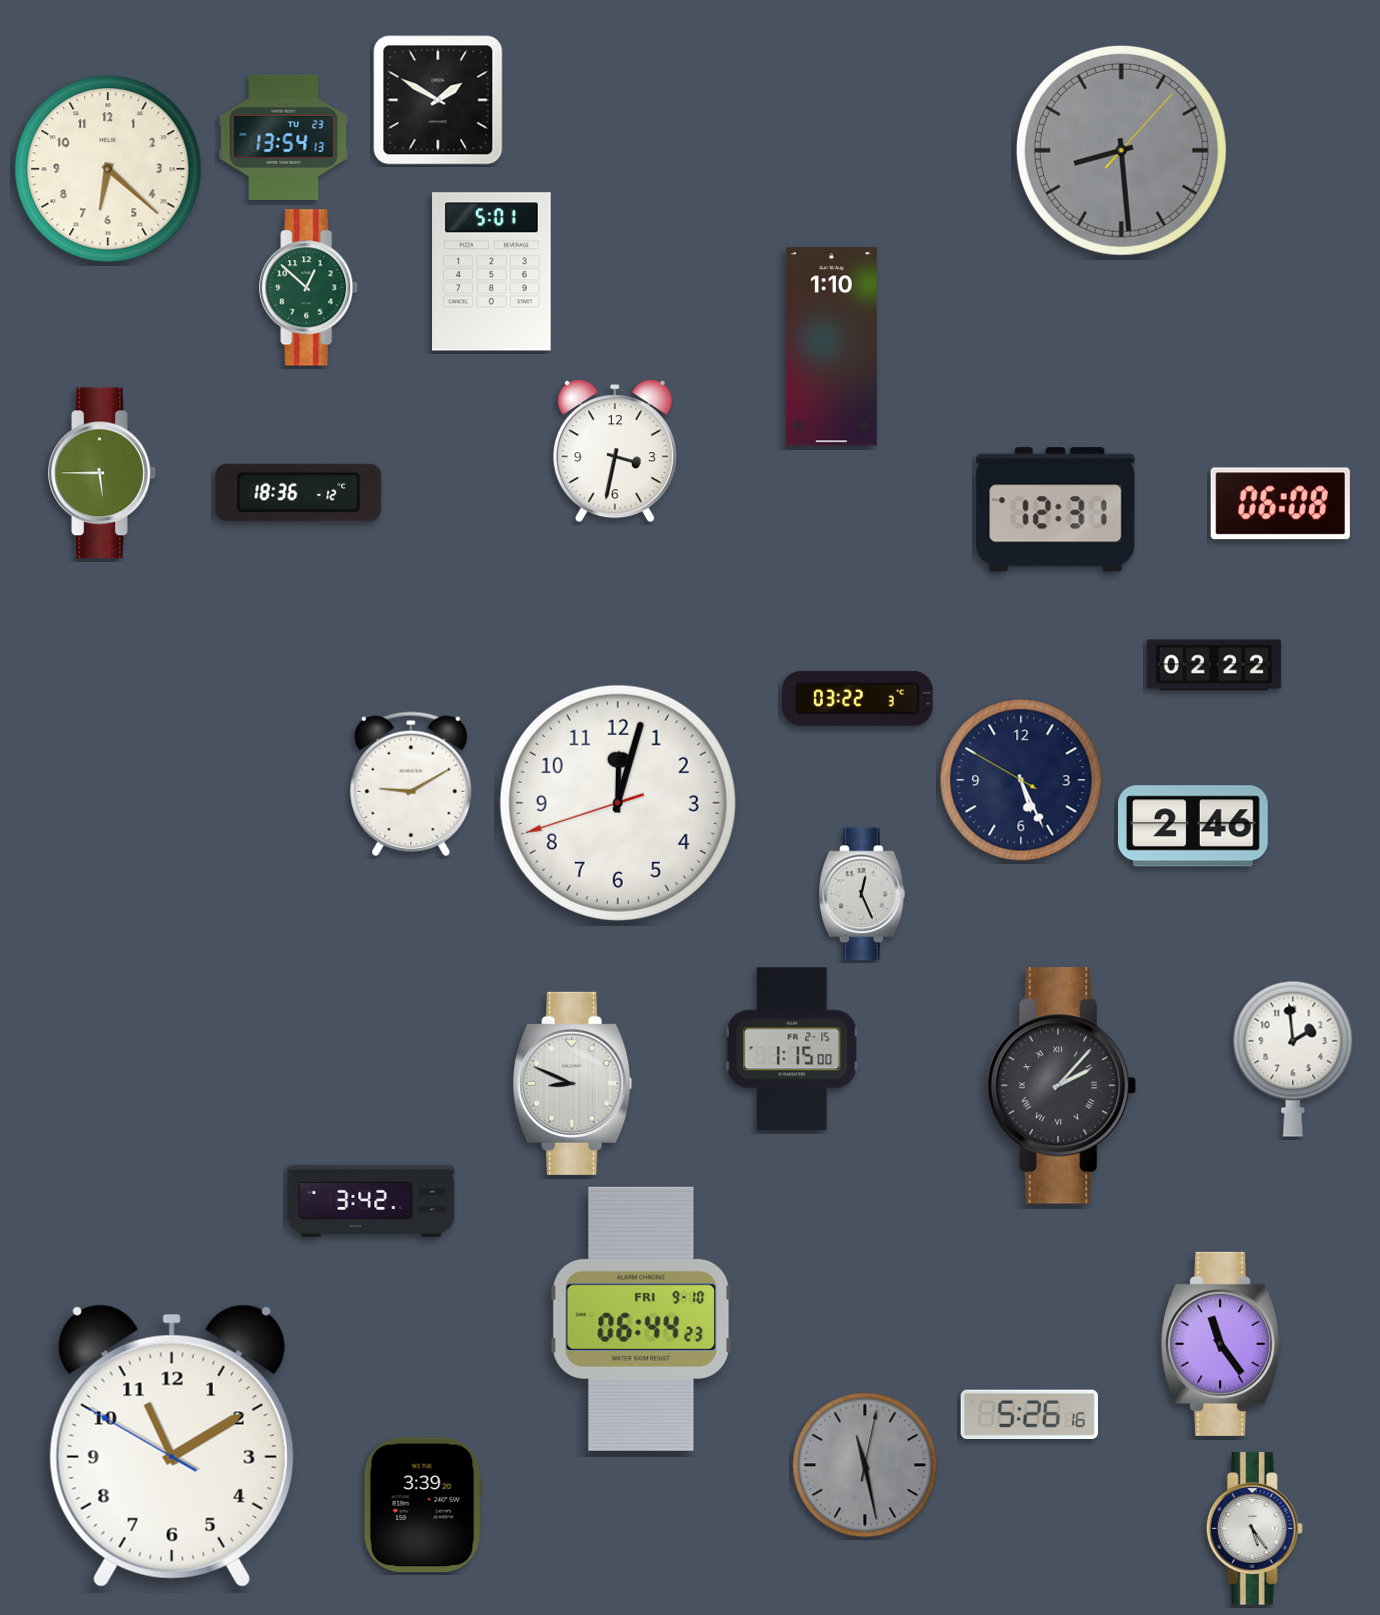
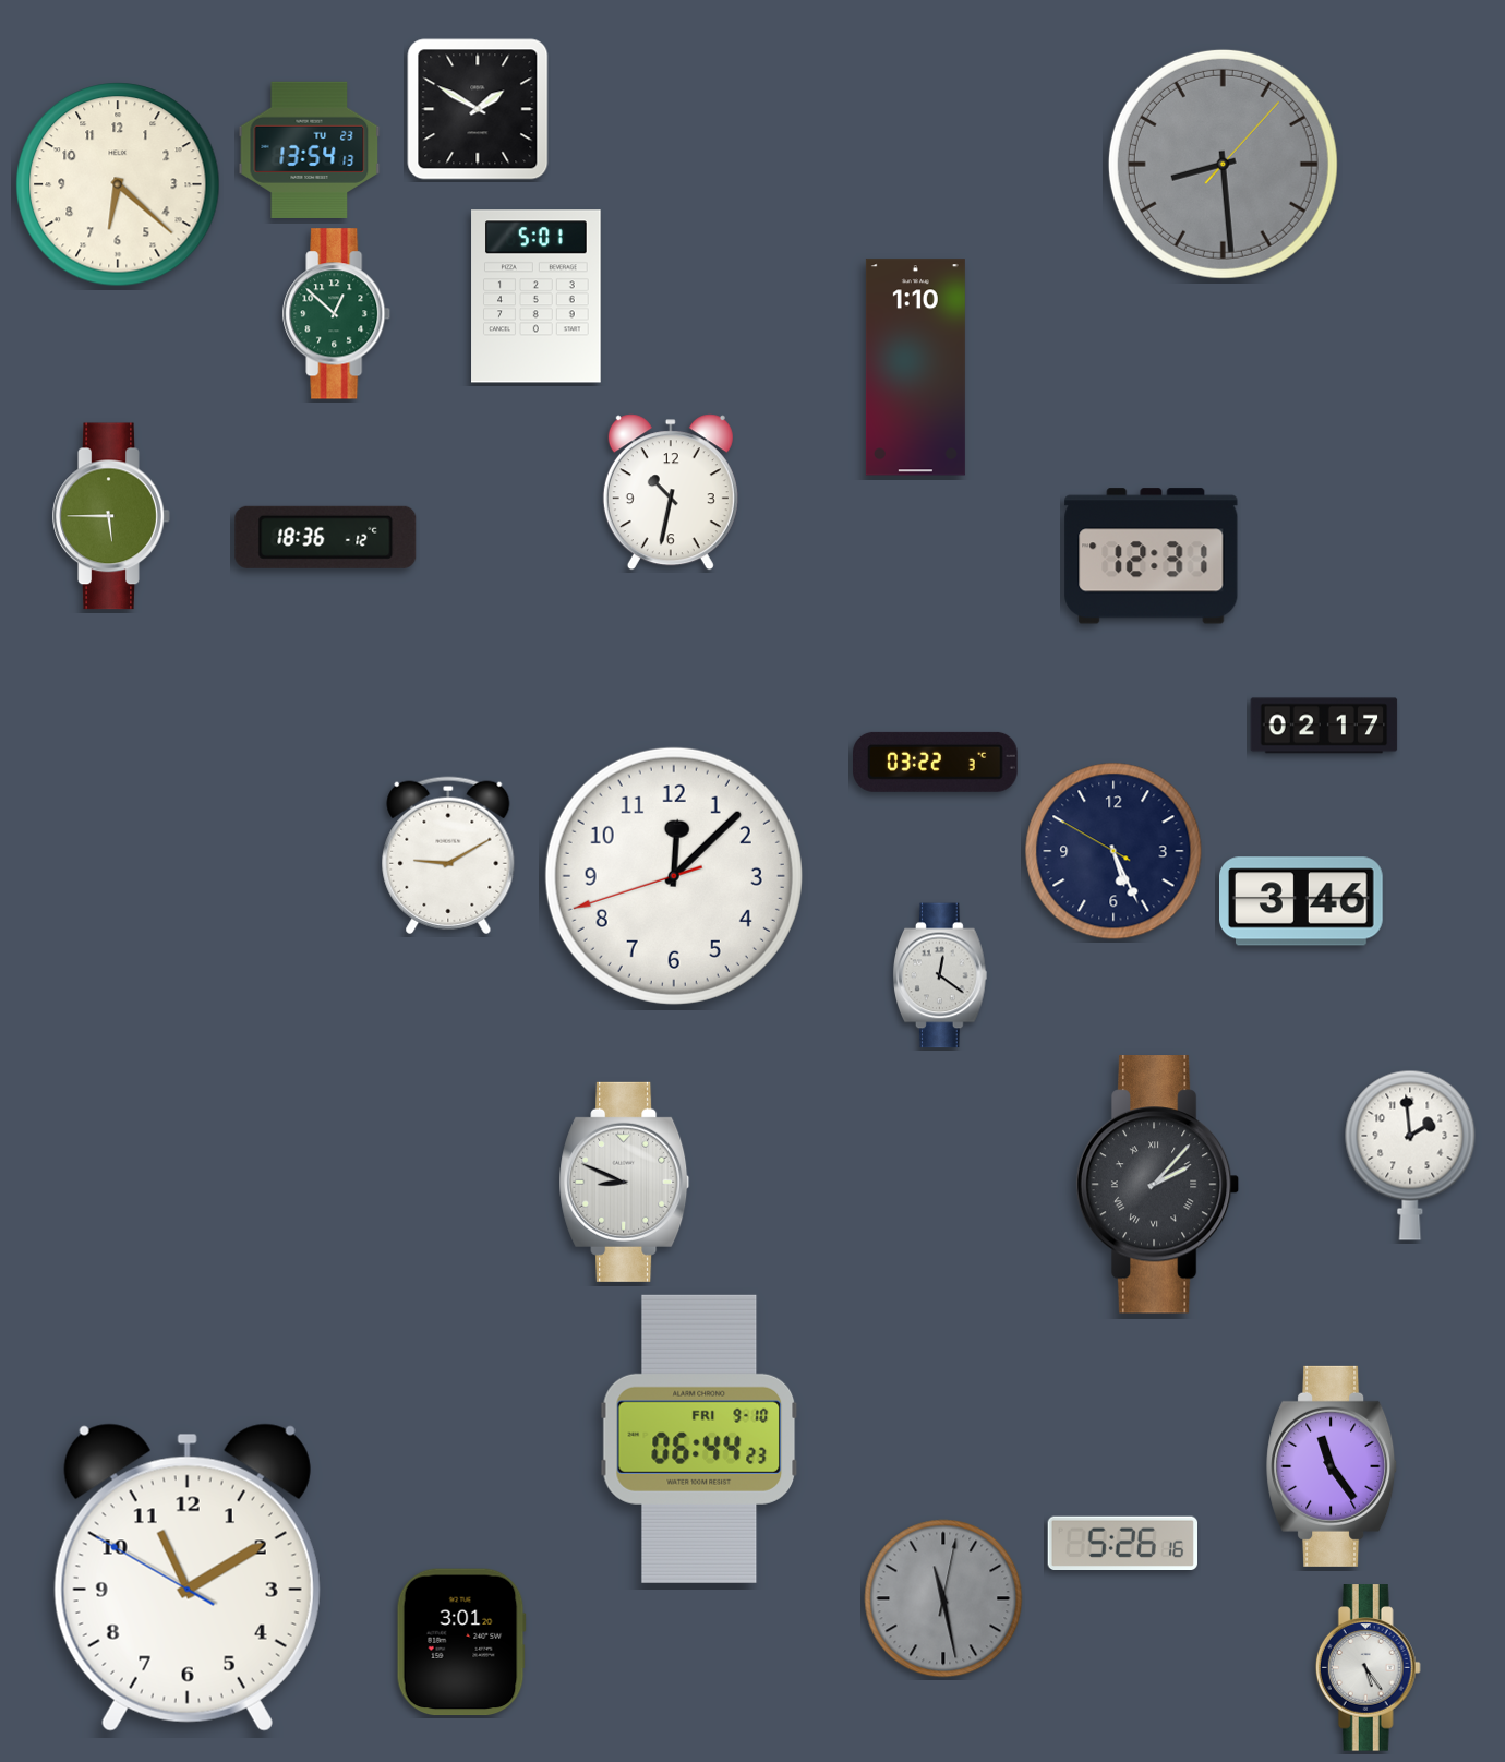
clock at (831, 347) position: (831, 347) -> (915, 368)
clock at (615, 451): 3:32 -> 10:32
clock at (1280, 504): 06:08 -> none
clock at (1214, 665): 02:22 -> 02:17
clock at (618, 803): 12:02 -> 12:07
clock at (1194, 826): 2:46 -> 3:46
clock at (863, 894): 12:26 -> 12:21
clock at (792, 1049): 1:15 -> none
clock at (371, 1201): 3:42 -> none
clock at (423, 1505): 3:39 -> 3:01
